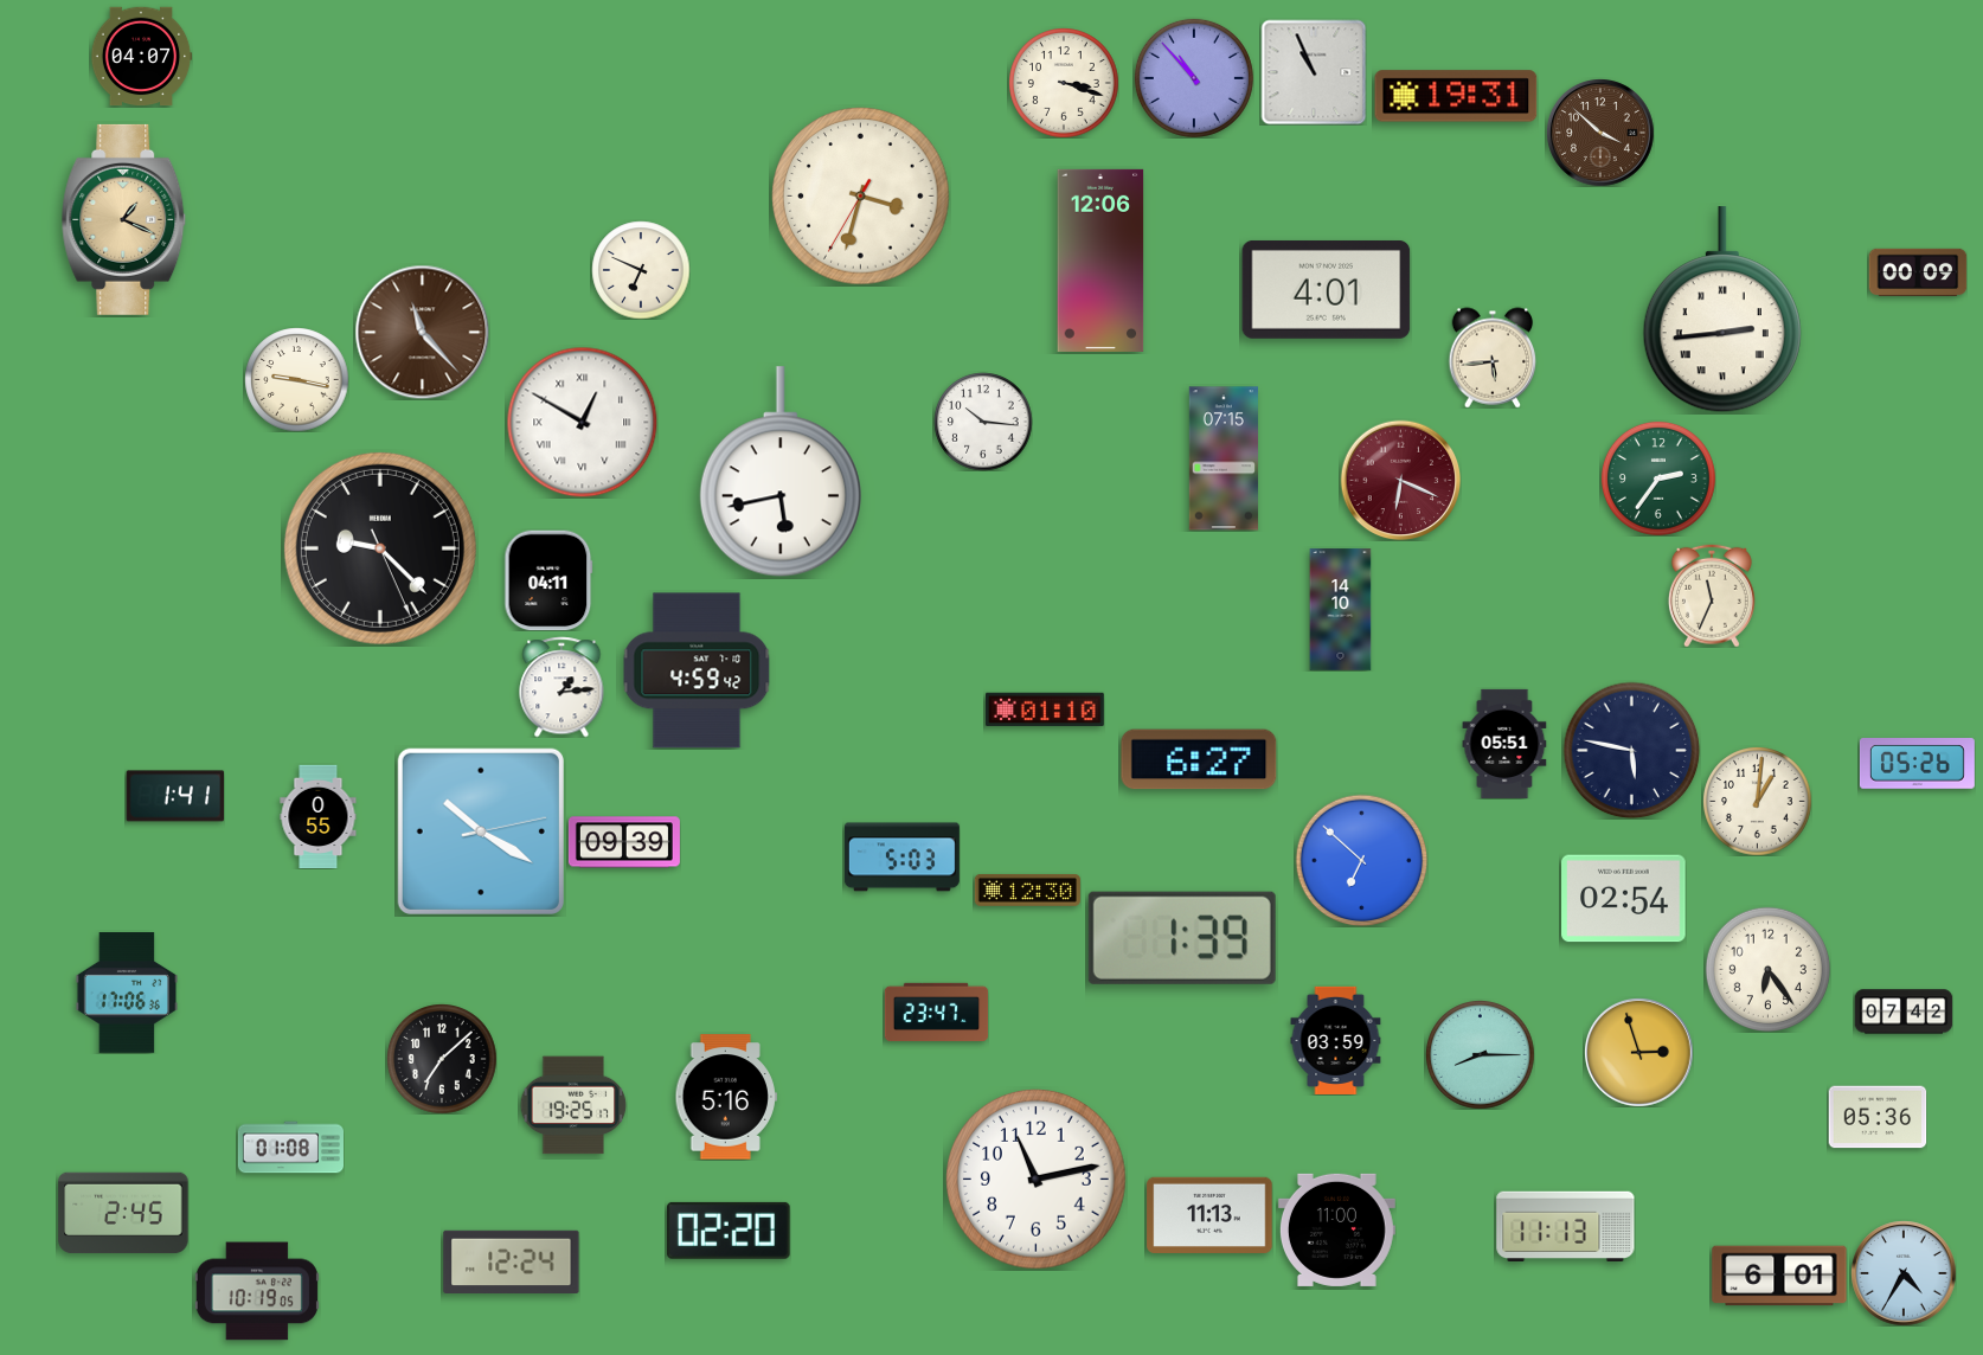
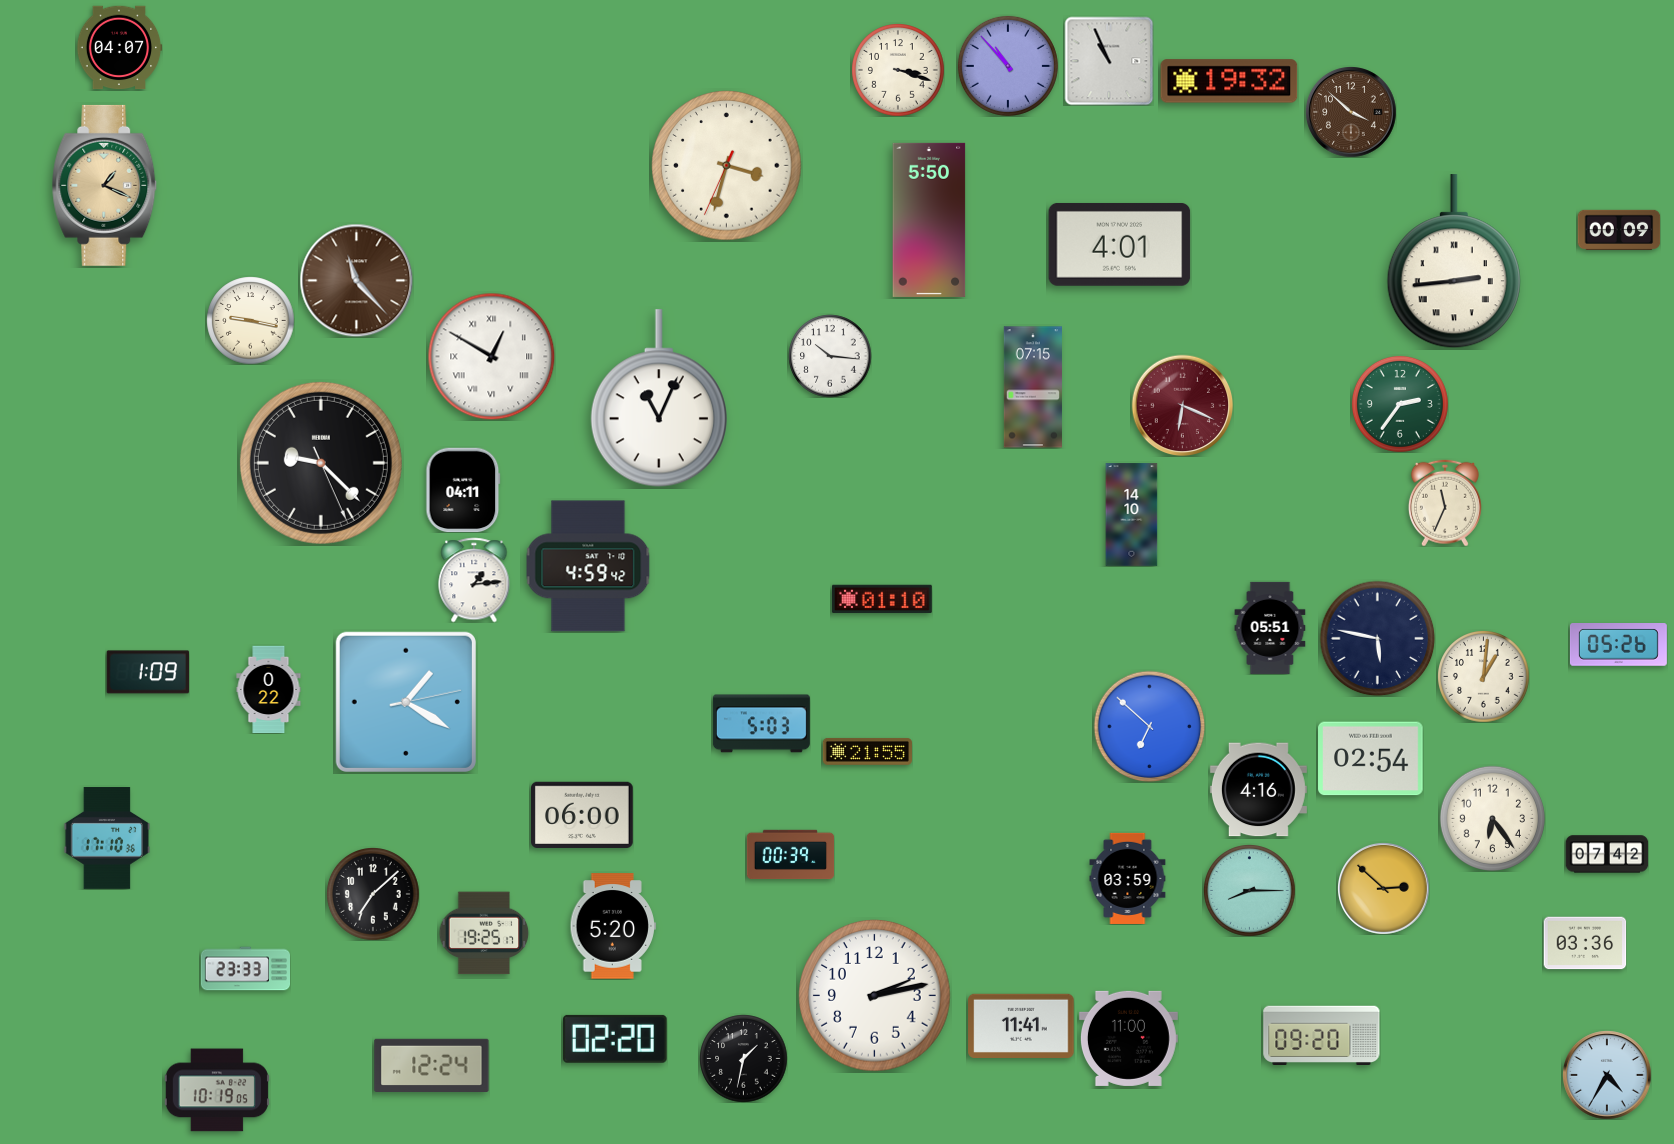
clock at (1456, 96): 19:31 -> 19:32
clock at (861, 197): 3:32:35 -> 3:32:34
clock at (1100, 261): 12:06 -> 5:50
clock at (641, 270): 6:49 -> none
clock at (1493, 358): 5:44 -> none
clock at (781, 471): 5:43 -> 11:04
clock at (1631, 750) position: (1631, 750) -> (1377, 638)
clock at (1199, 759): 6:27 -> none
clock at (175, 796): 1:41 -> 1:09
clock at (319, 816): 0:55 -> 0:22
clock at (481, 831): 10:20 -> 1:20
clock at (624, 842): 09:39 -> none
clock at (1027, 890): 12:30 -> 21:55
clock at (1258, 790): none -> 4:16
clock at (1182, 938): 1:39 -> none
clock at (583, 815): none -> 06:00
clock at (127, 993): 17:06 -> 17:10
clock at (936, 1013): 23:47 -> 00:39
clock at (1639, 1053): 2:57 -> 2:52
clock at (725, 1097): 5:16 -> 5:20
clock at (1878, 1117): 05:36 -> 03:36
clock at (290, 1148): 01:08 -> 23:33
clock at (1037, 1180): 11:13 -> 2:13
clock at (123, 1213): 2:45 -> none
clock at (1209, 1214): 11:13 -> 11:41
clock at (1566, 1226): 11:13 -> 09:20
clock at (743, 1058): none -> 1:32
clock at (1779, 1276): 6:01 -> none
